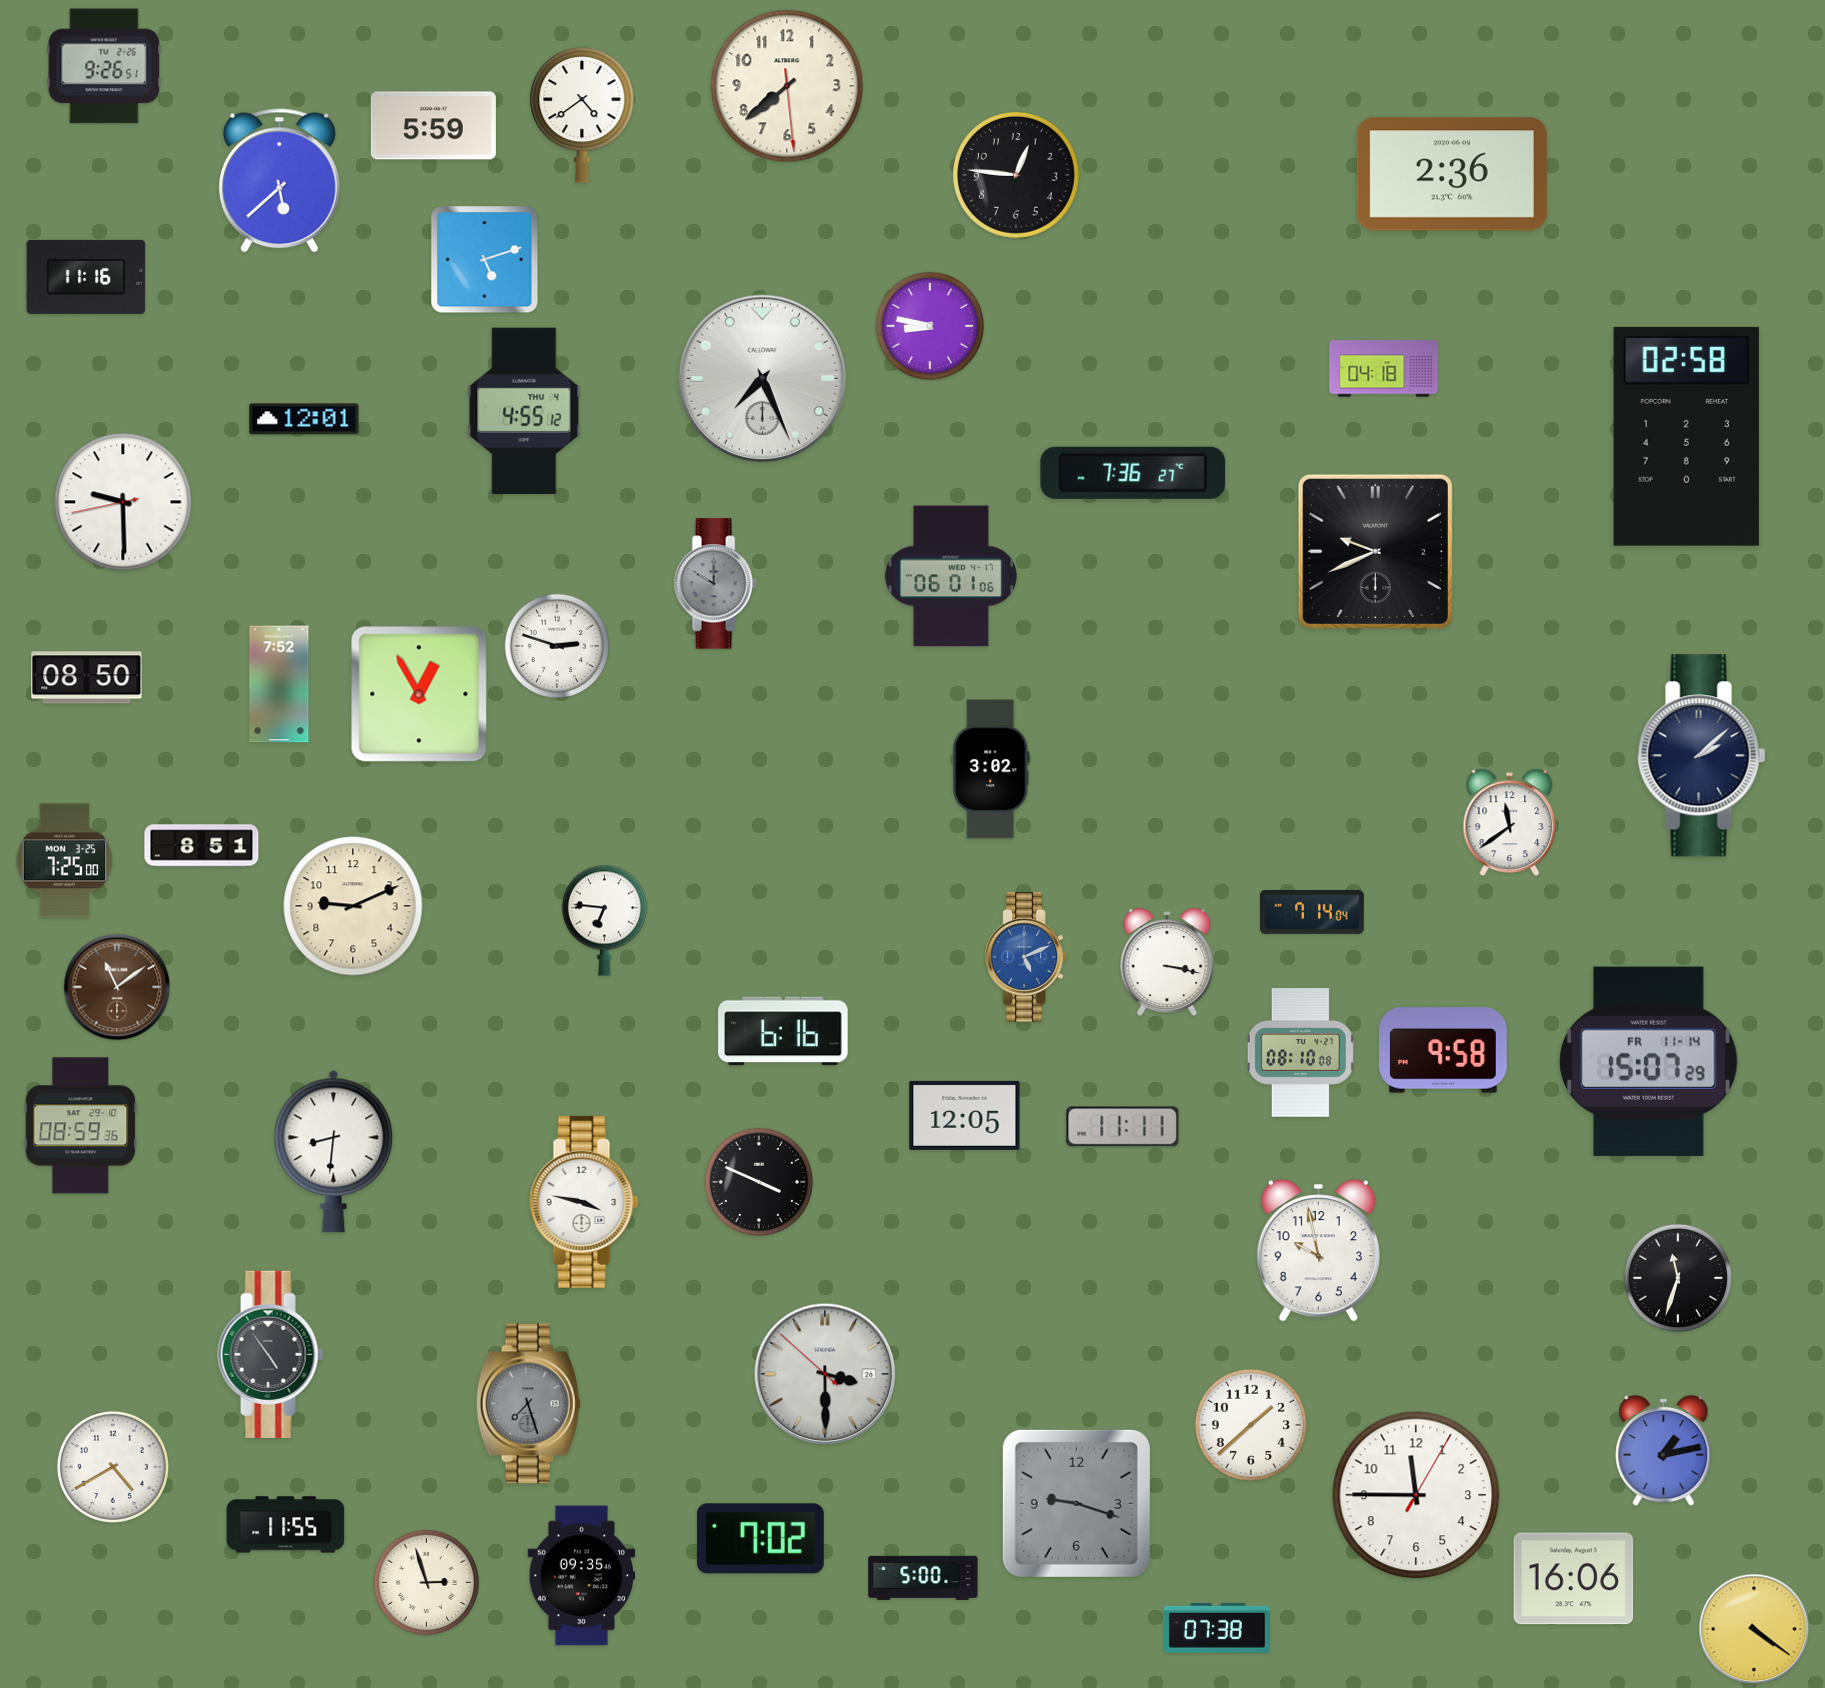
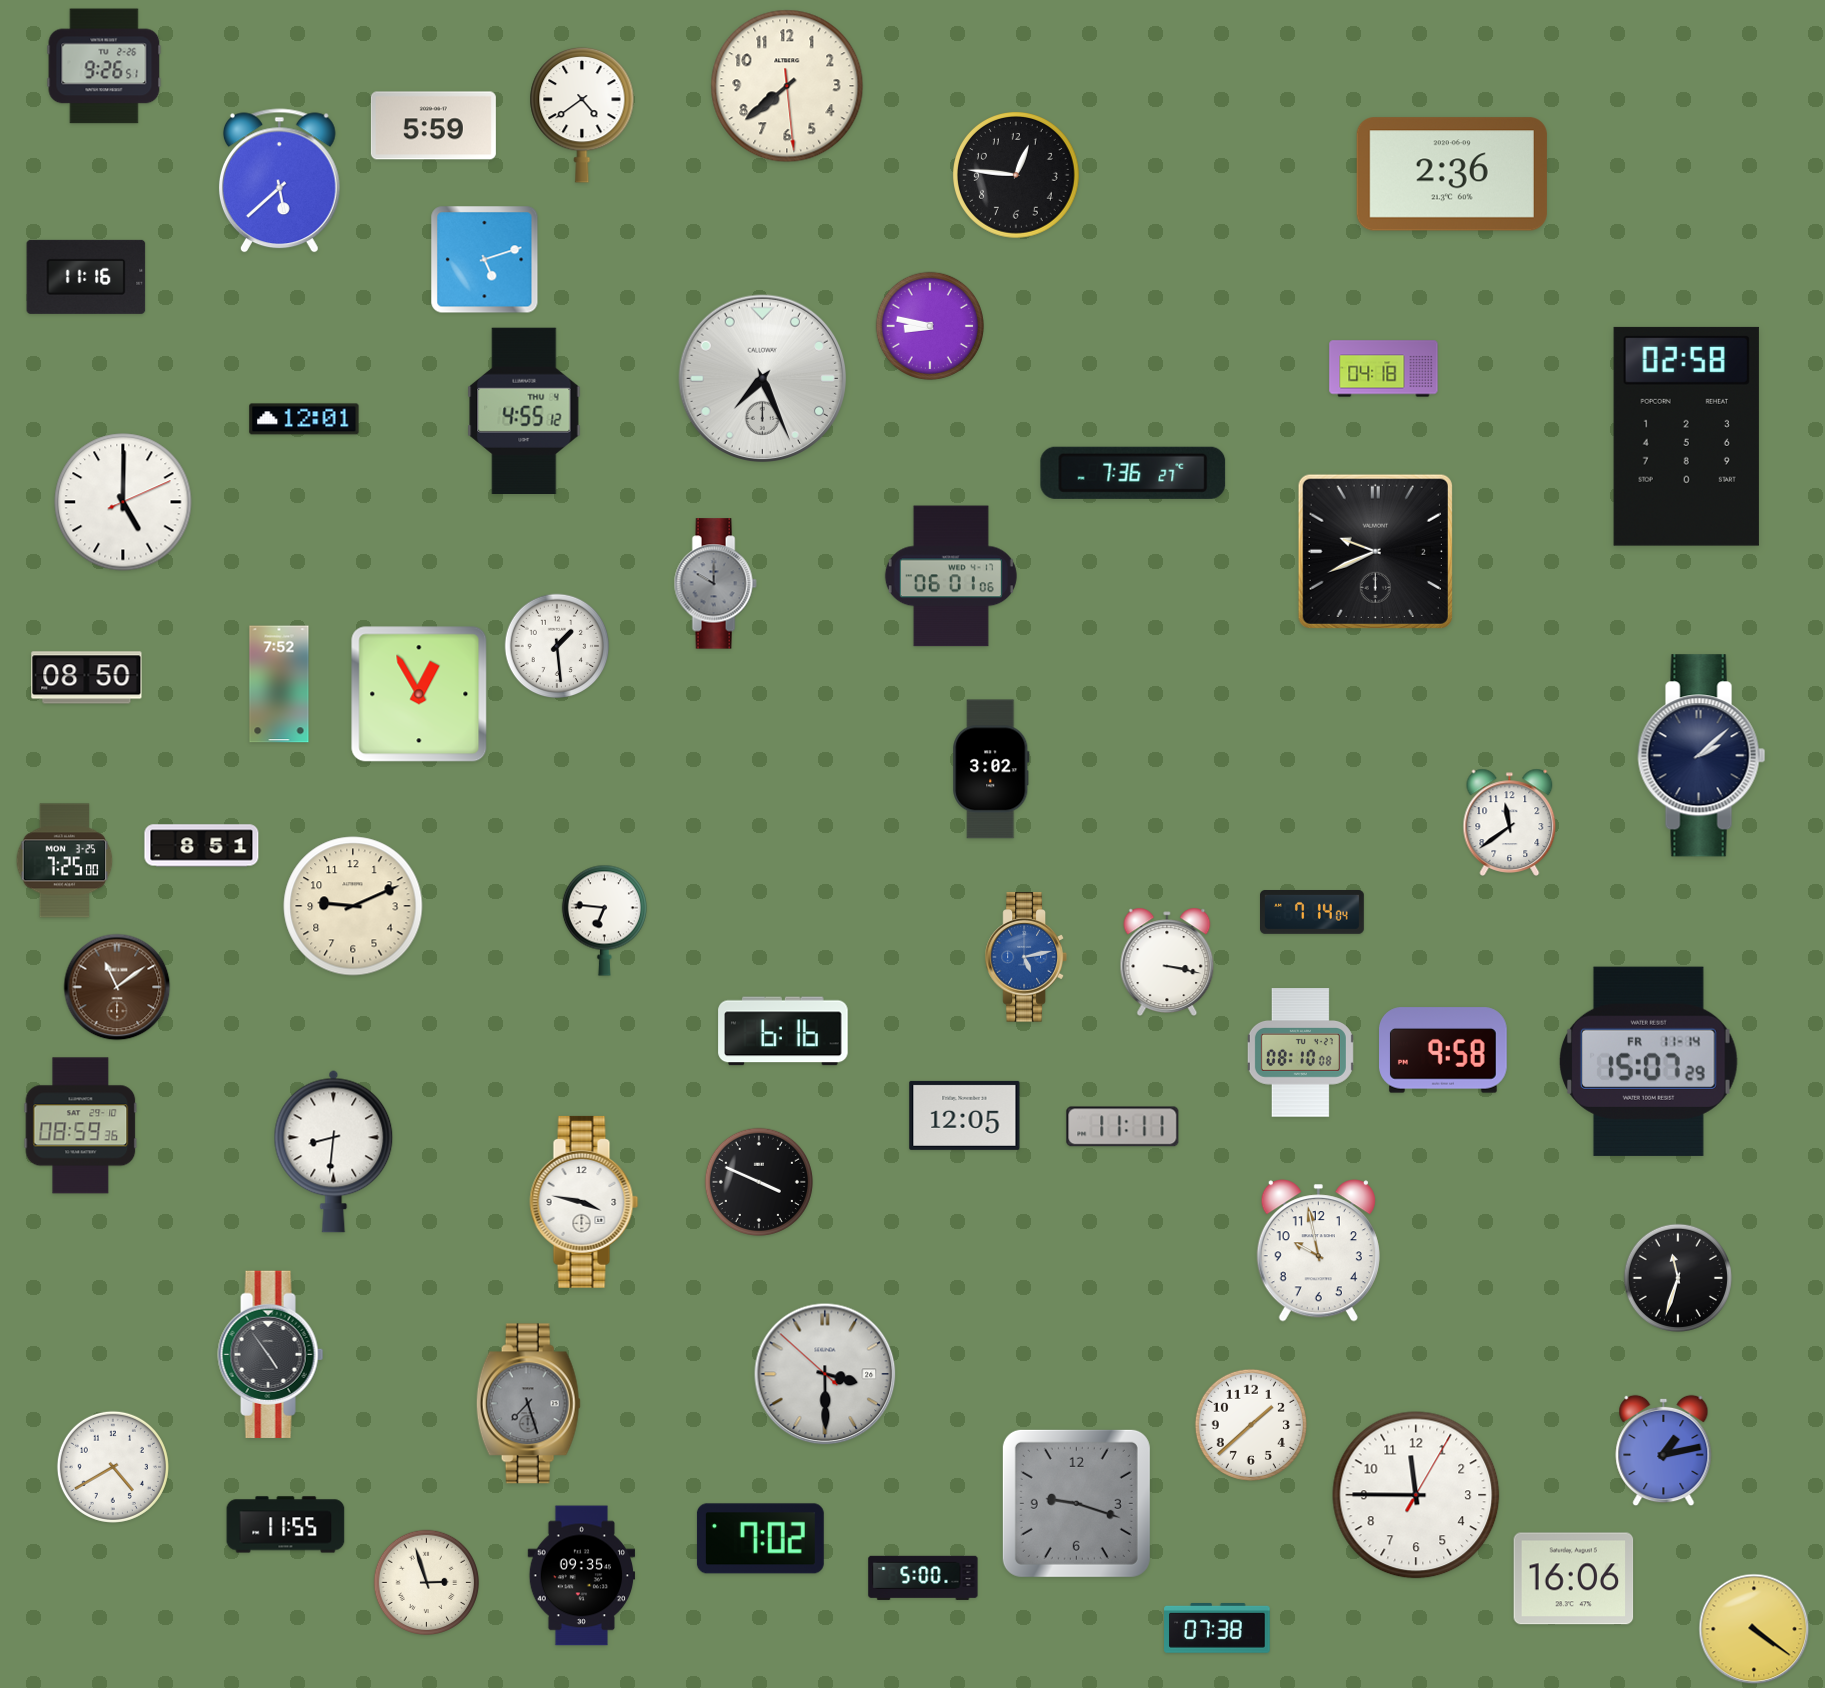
clock at (123, 502): 9:29 -> 5:00
clock at (557, 646): 2:48 -> 1:29
clock at (1026, 957): 5:11 -> 5:13
